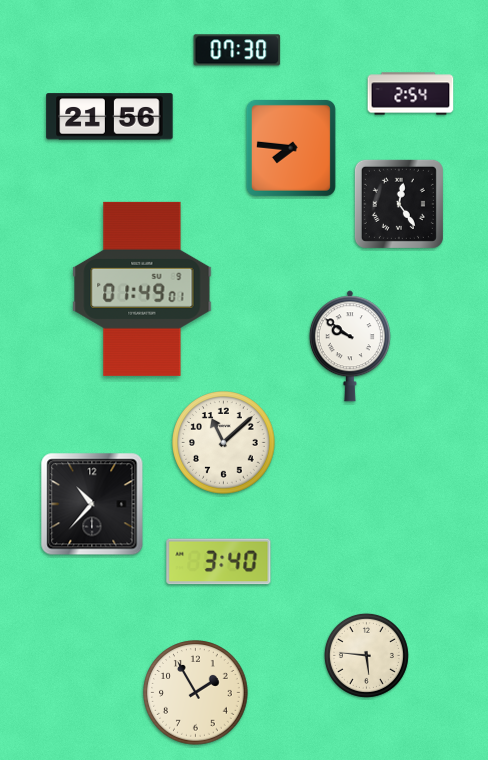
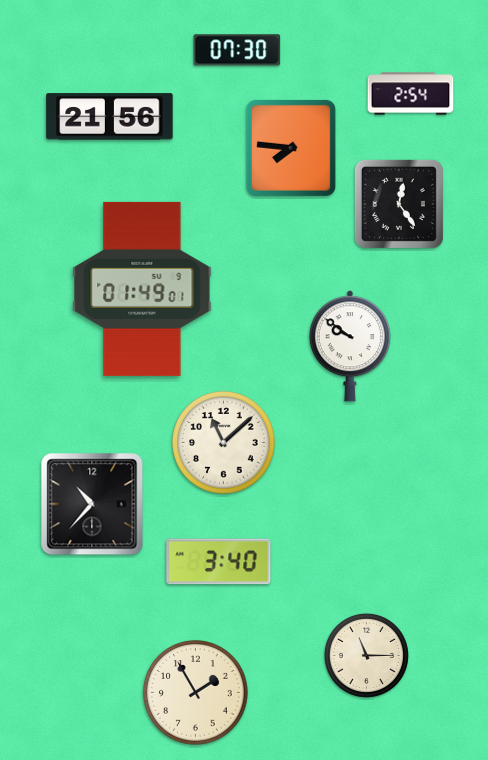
clock at (366, 655): 5:46 -> 11:15
